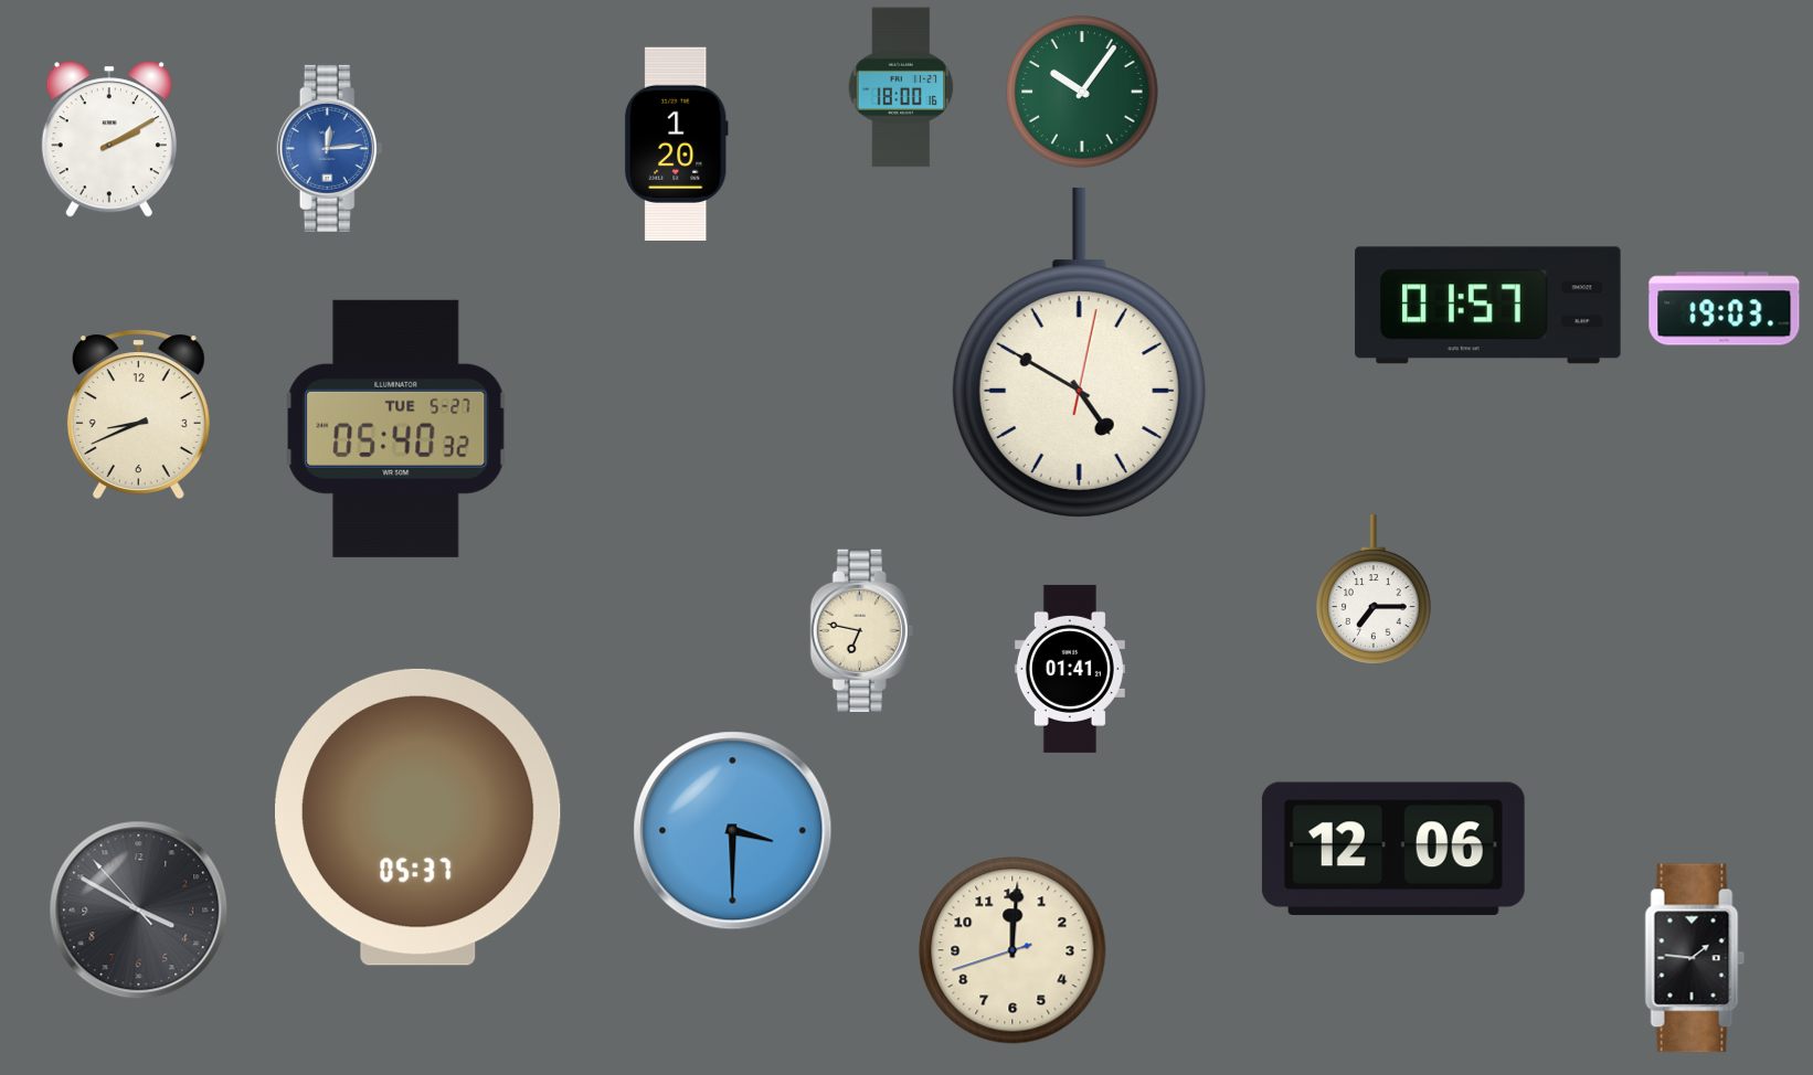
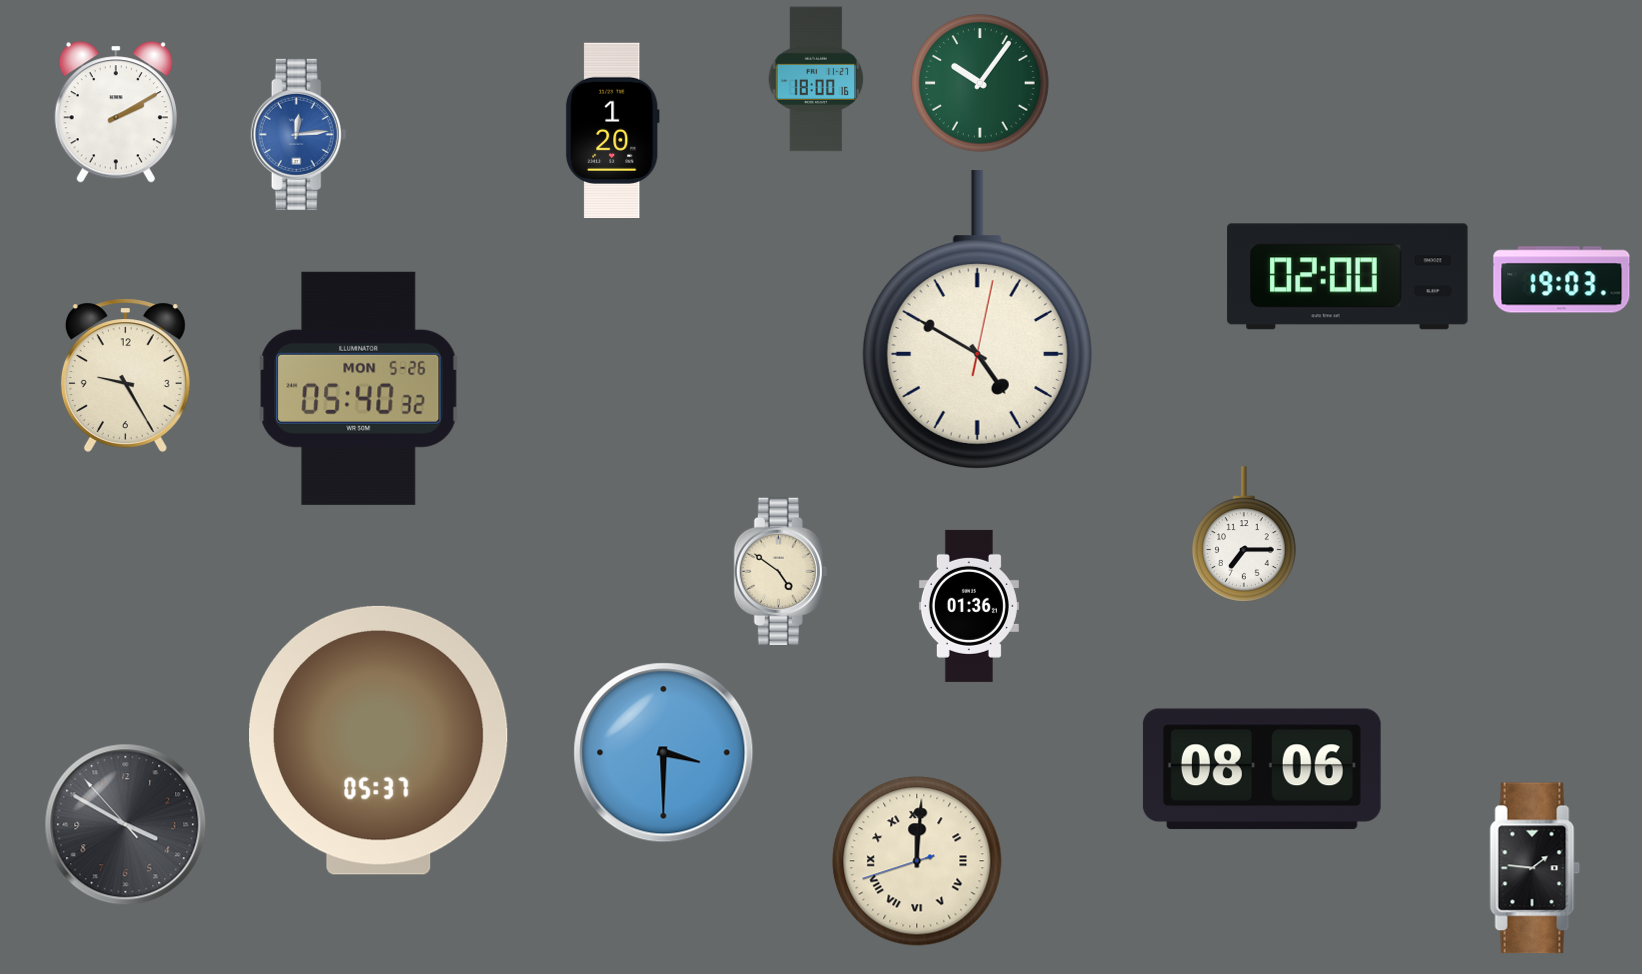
clock at (109, 139) position: (109, 139) -> (116, 112)
clock at (1488, 306): 01:57 -> 02:00
clock at (138, 414): 8:41 -> 9:25
clock at (396, 428) date: TUE 5-27 -> MON 5-26
clock at (861, 630): 6:47 -> 4:51
clock at (1070, 669): 01:41 -> 01:36
clock at (1393, 849): 12:06 -> 08:06
clock at (1012, 950) numerals: Arabic -> Roman
